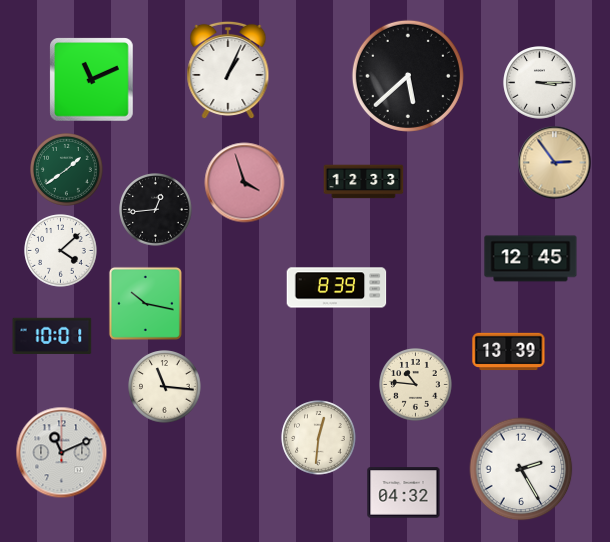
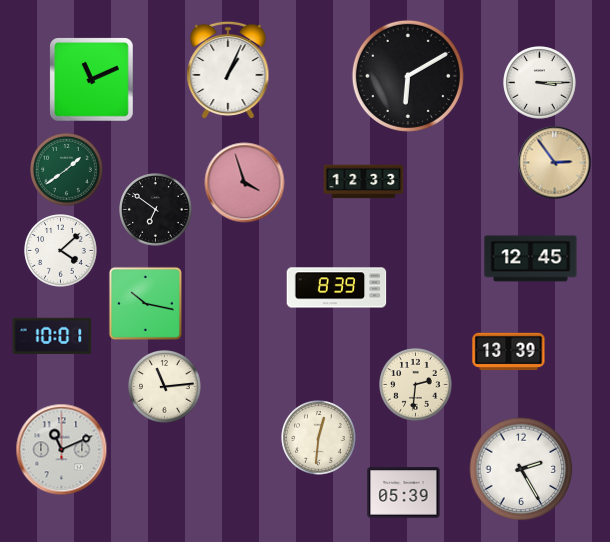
clock at (408, 76): 5:38 -> 6:10
clock at (156, 210): 12:44 -> 6:51
clock at (416, 385): 10:46 -> 2:31
clock at (165, 387): 11:16 -> 11:14
clock at (62, 453) position: (62, 453) -> (62, 450)
clock at (404, 493): 04:32 -> 05:39
